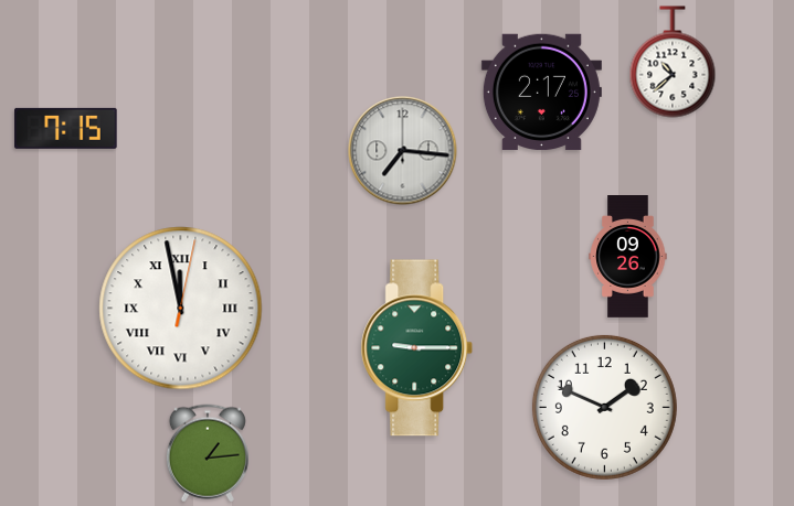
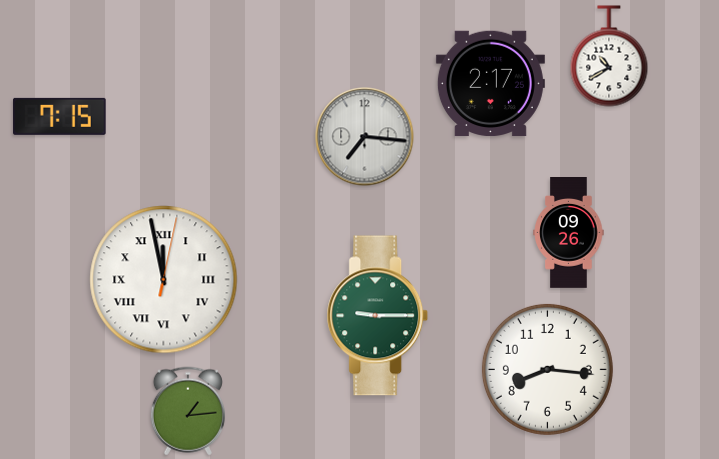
clock at (673, 62): 10:38 -> 10:40
clock at (604, 407): 1:49 -> 8:16
